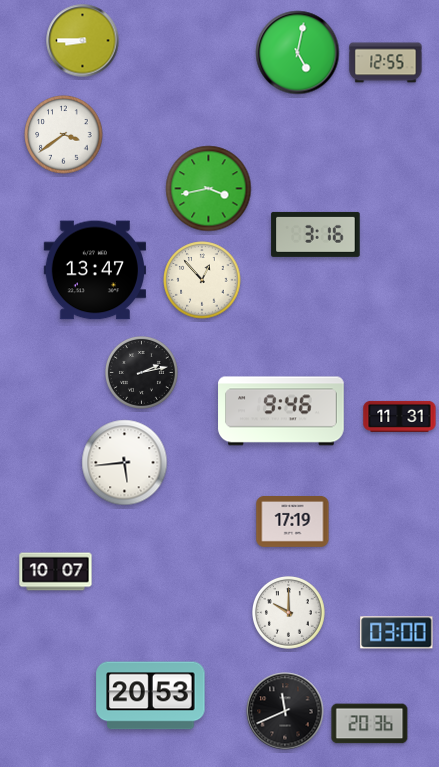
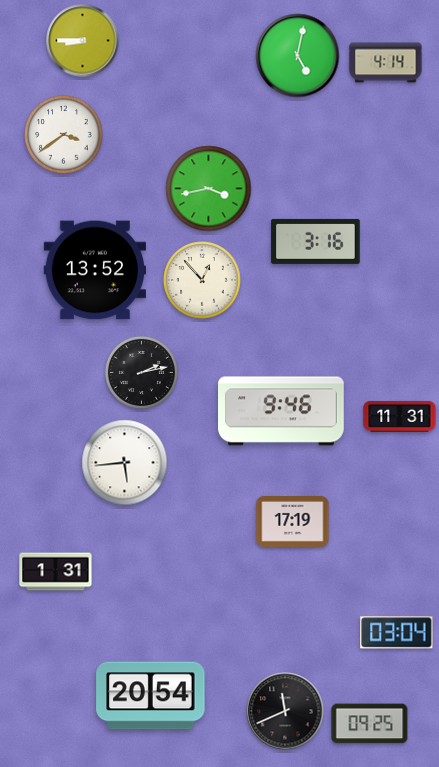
clock at (298, 53) position: (298, 53) -> (298, 56)
clock at (386, 63): 12:55 -> 4:14
clock at (316, 234) position: (316, 234) -> (316, 241)
clock at (94, 270): 13:47 -> 13:52
clock at (56, 572): 10:07 -> 1:31
clock at (289, 613): 10:00 -> none
clock at (397, 633): 03:00 -> 03:04
clock at (151, 696): 20:53 -> 20:54
clock at (370, 724): 20:36 -> 09:25
